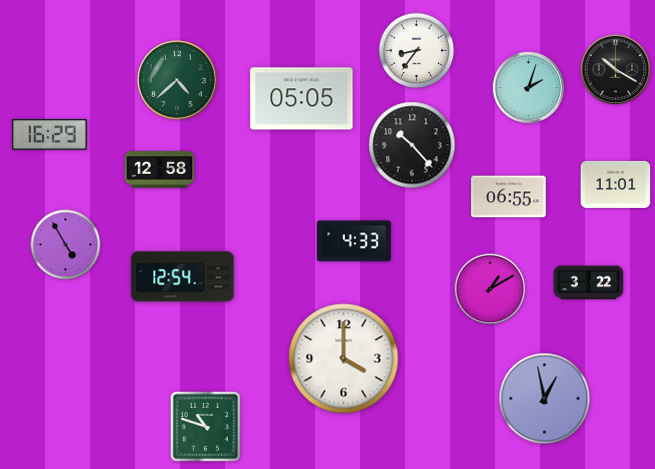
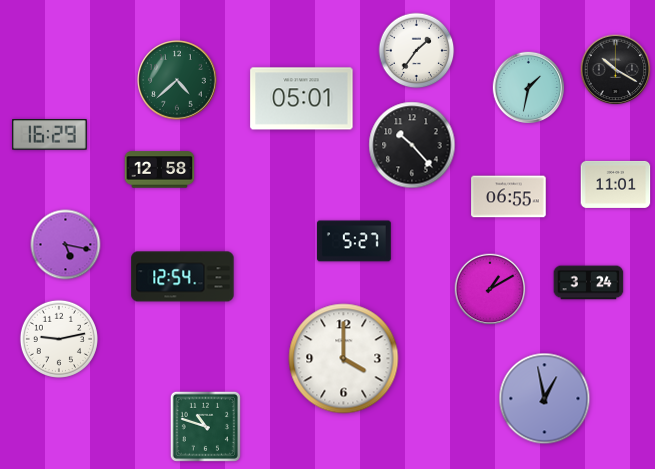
clock at (417, 51): 8:36 -> 1:36
clock at (529, 88): 2:03 -> 1:32
clock at (302, 99): 05:05 -> 05:01
clock at (355, 241): 4:33 -> 5:27
clock at (66, 245): 4:55 -> 5:17
clock at (589, 283): 3:22 -> 3:24
clock at (59, 339): none -> 9:13
